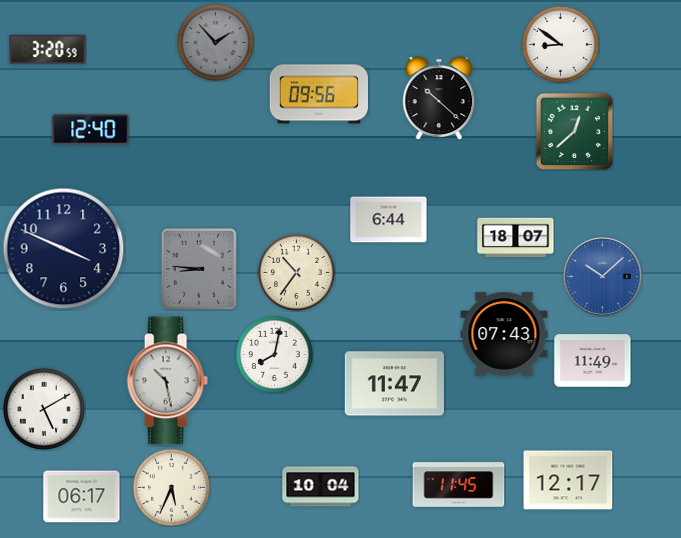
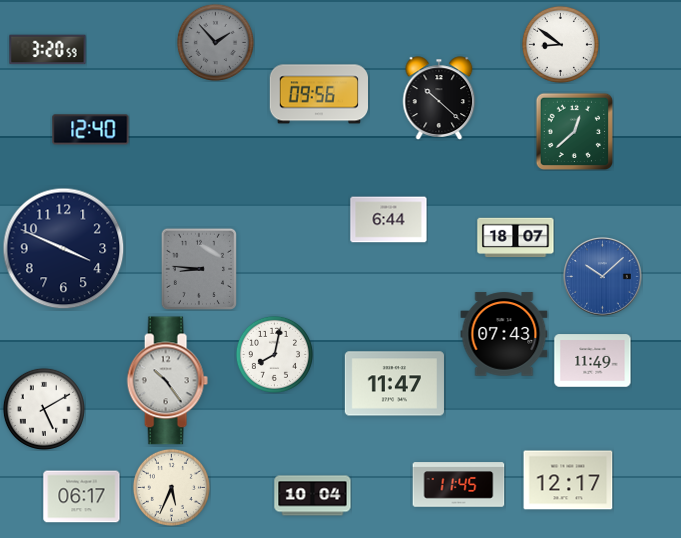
clock at (296, 272): 10:36 -> none
clock at (167, 381): 10:28 -> 10:24
clock at (321, 487) position: (321, 487) -> (313, 496)
